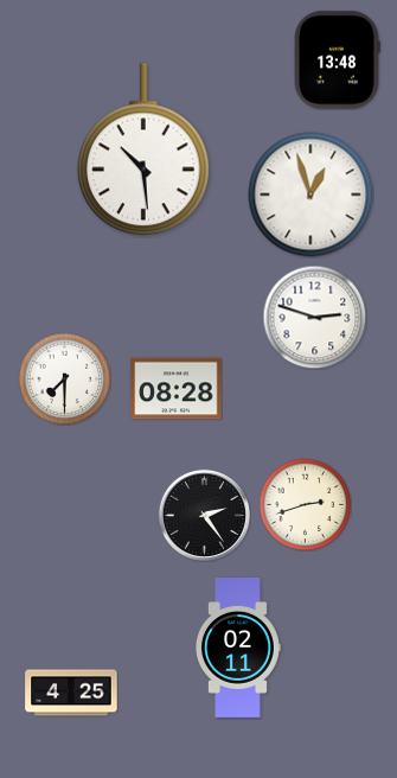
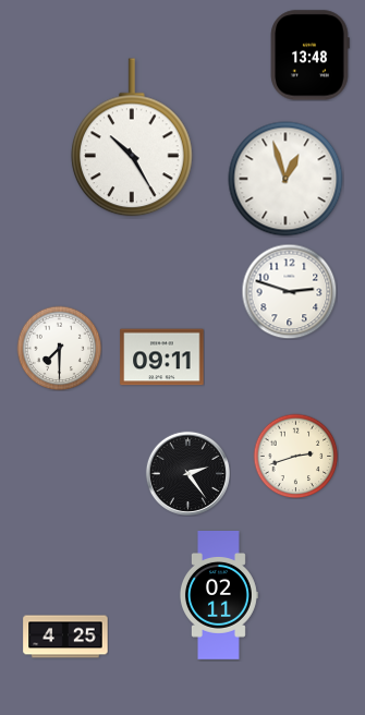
clock at (143, 149): 10:29 -> 10:25
clock at (177, 389): 08:28 -> 09:11
clock at (305, 504) position: (305, 504) -> (295, 456)
